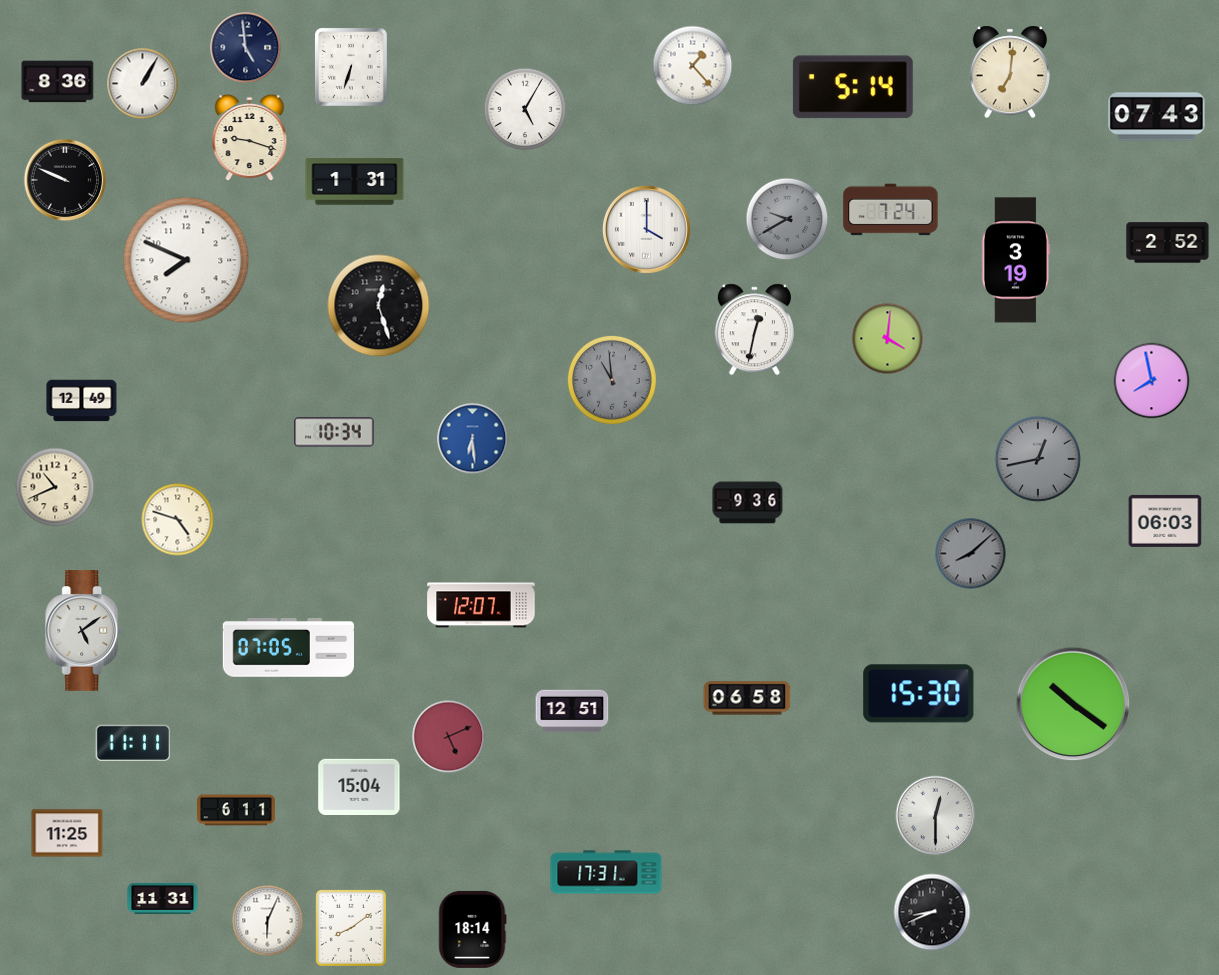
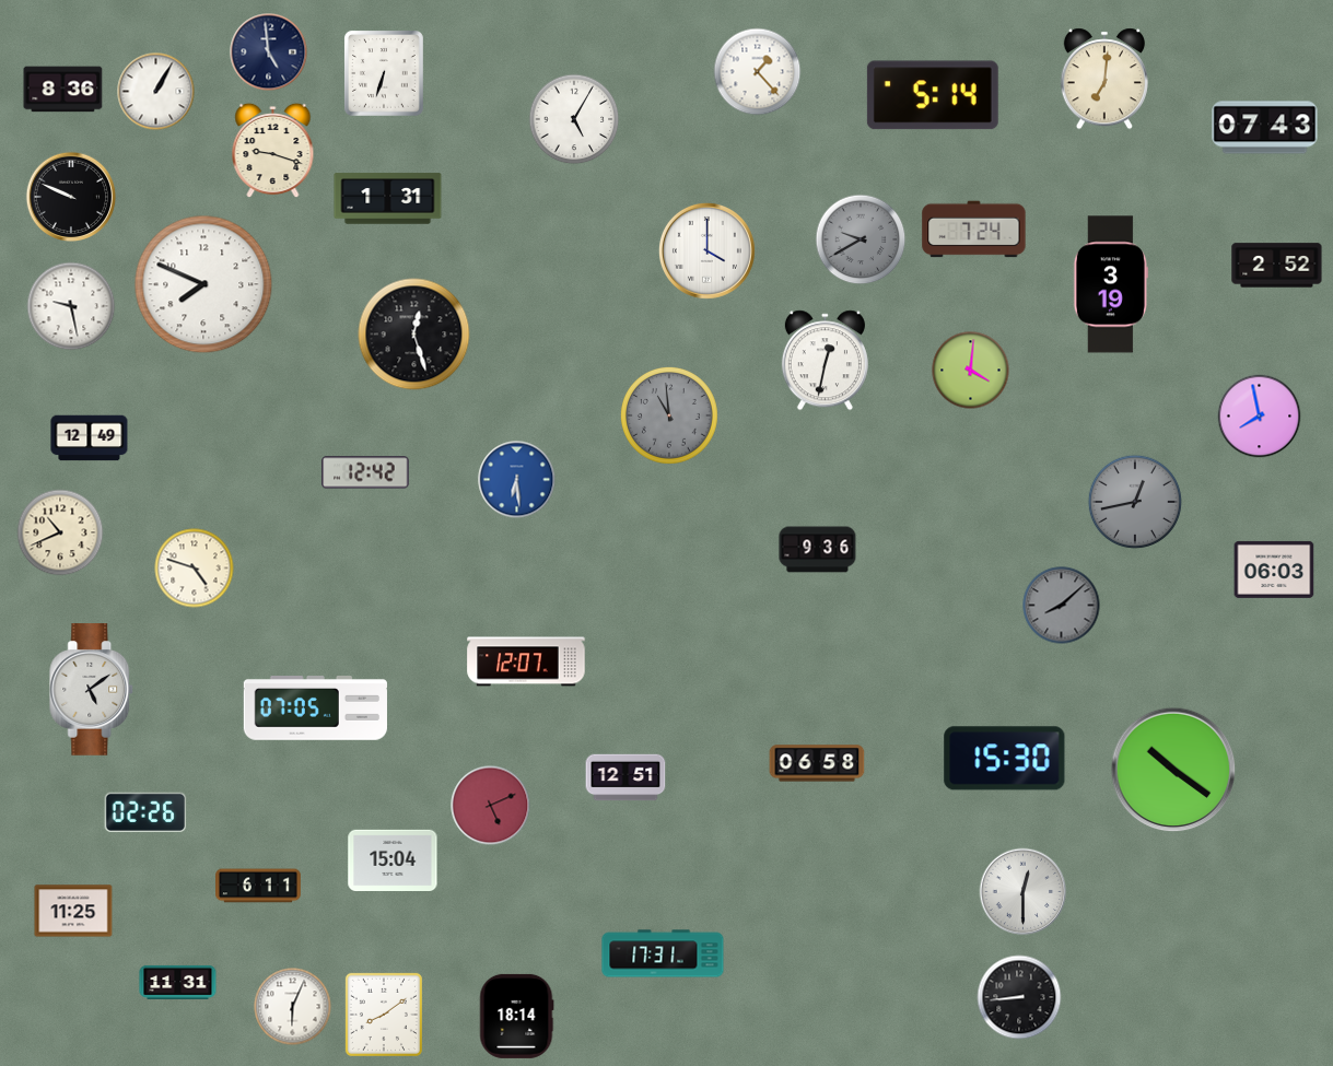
clock at (71, 306): none -> 9:28
clock at (334, 432): 10:34 -> 12:42
clock at (133, 742): 11:11 -> 02:26
clock at (932, 912): 8:41 -> 8:44
